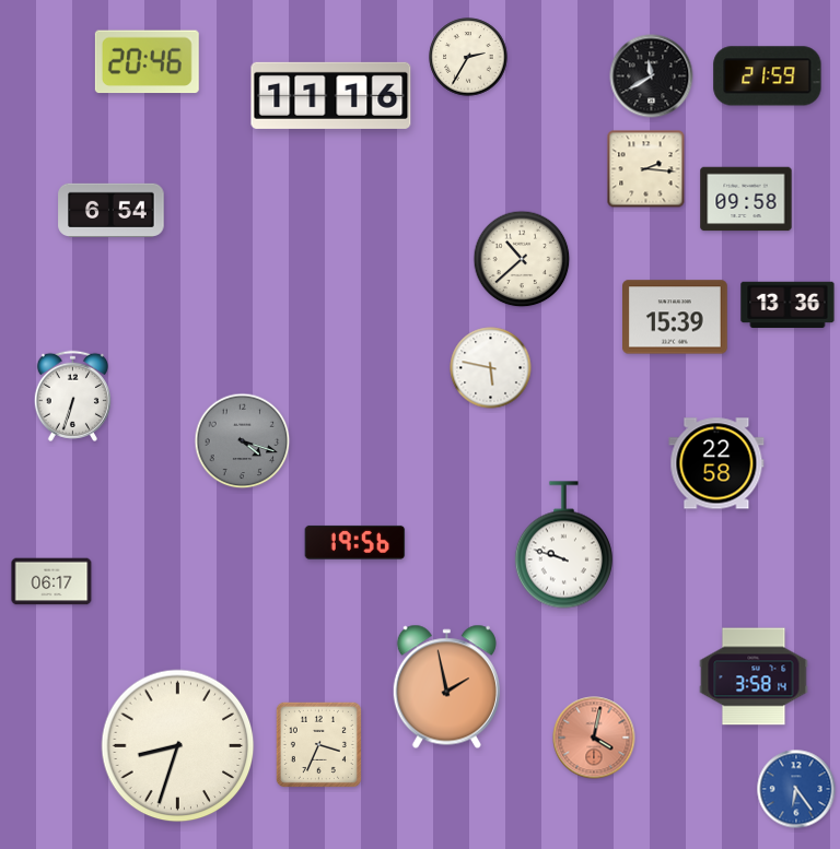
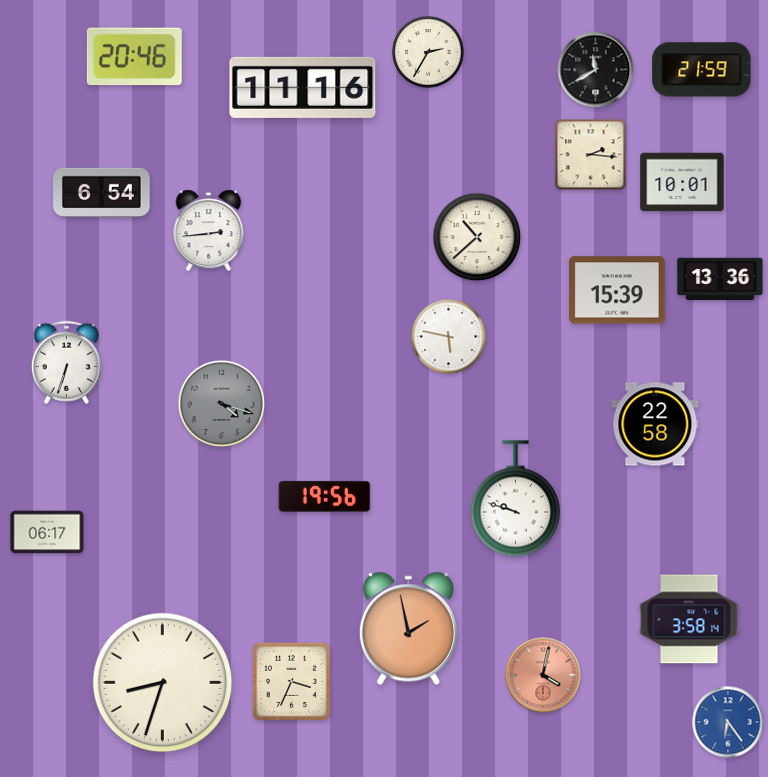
clock at (746, 199): 09:58 -> 10:01
clock at (209, 231): none -> 2:44
